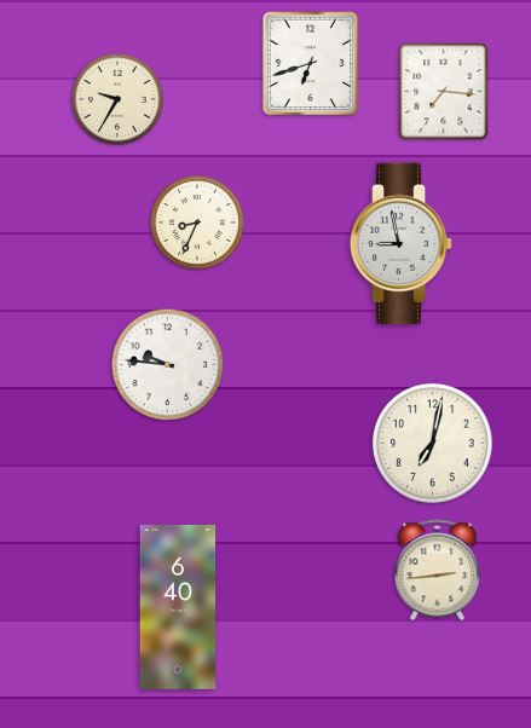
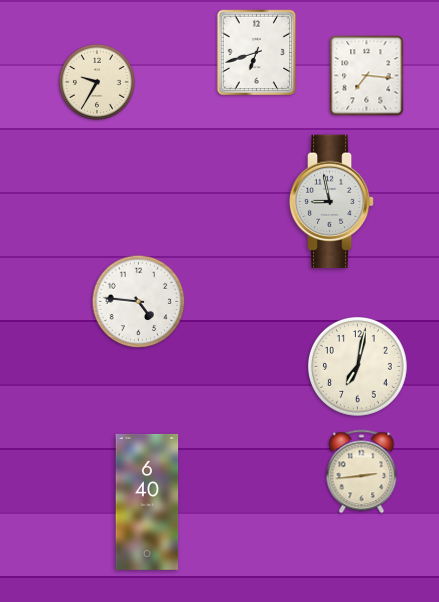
clock at (198, 224): 8:34 -> none
clock at (168, 365): 9:46 -> 4:46
